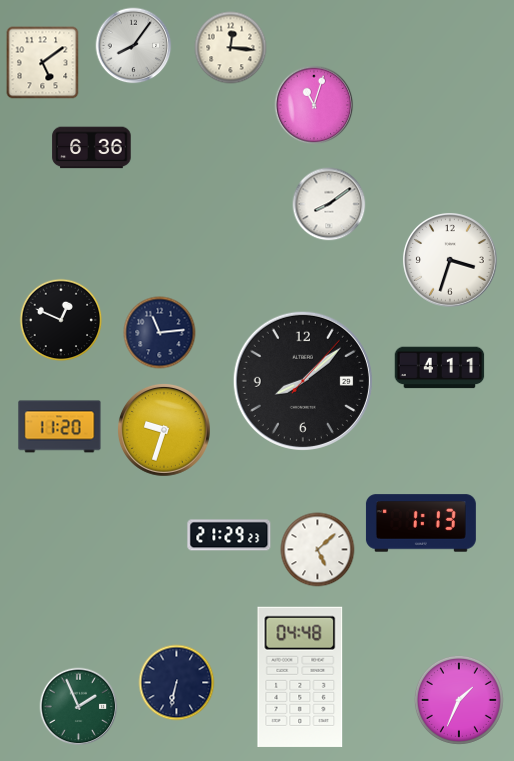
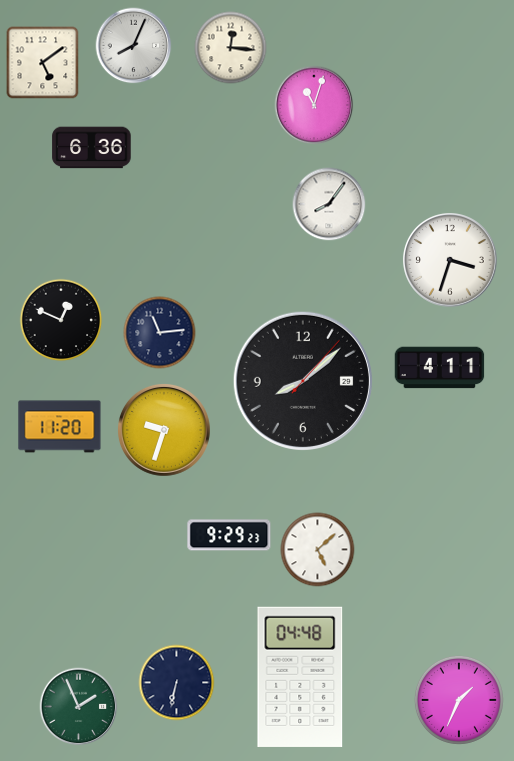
clock at (134, 46): 8:06 -> 8:04
clock at (329, 204): 8:09 -> 8:06
clock at (421, 523): 1:13 -> none
clock at (229, 535): 21:29 -> 9:29
